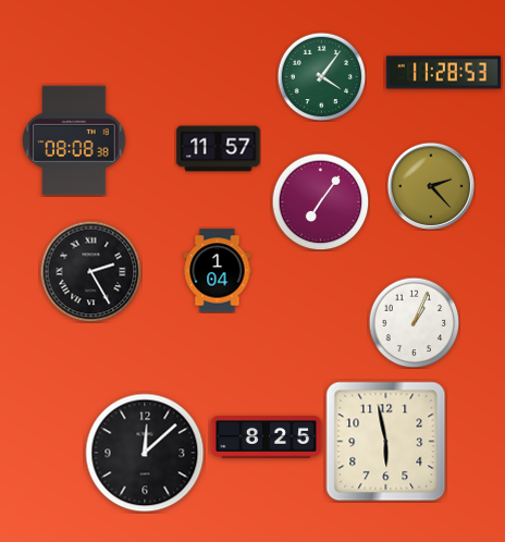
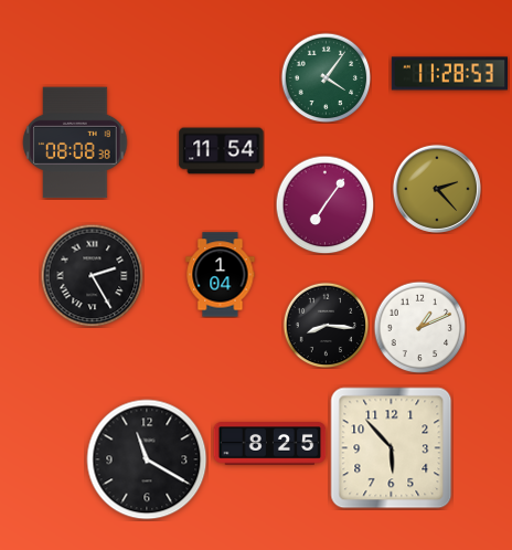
clock at (219, 149): 11:57 -> 11:54
clock at (326, 325): none -> 8:16
clock at (414, 322): 1:04 -> 1:11
clock at (386, 442): 5:58 -> 5:53
clock at (145, 453): 12:08 -> 11:20
